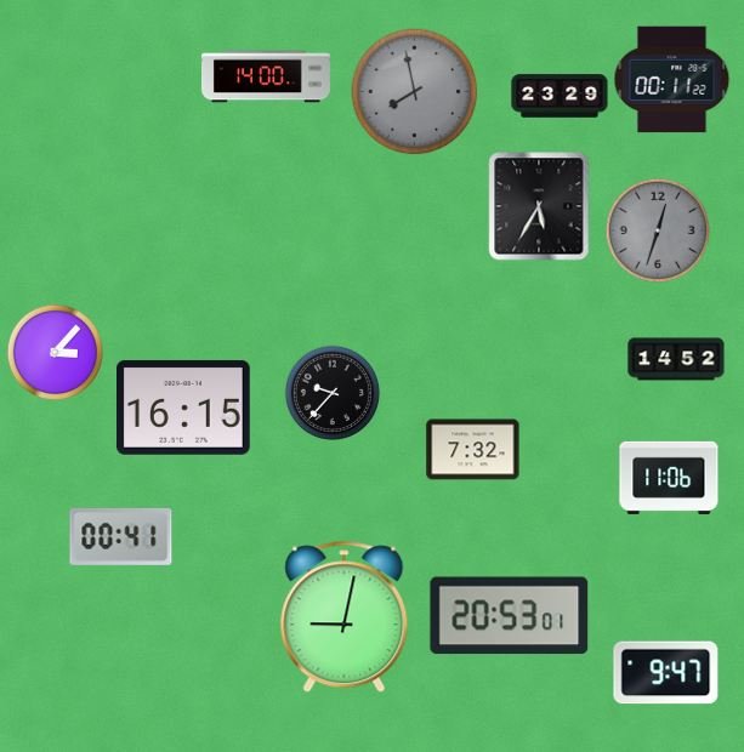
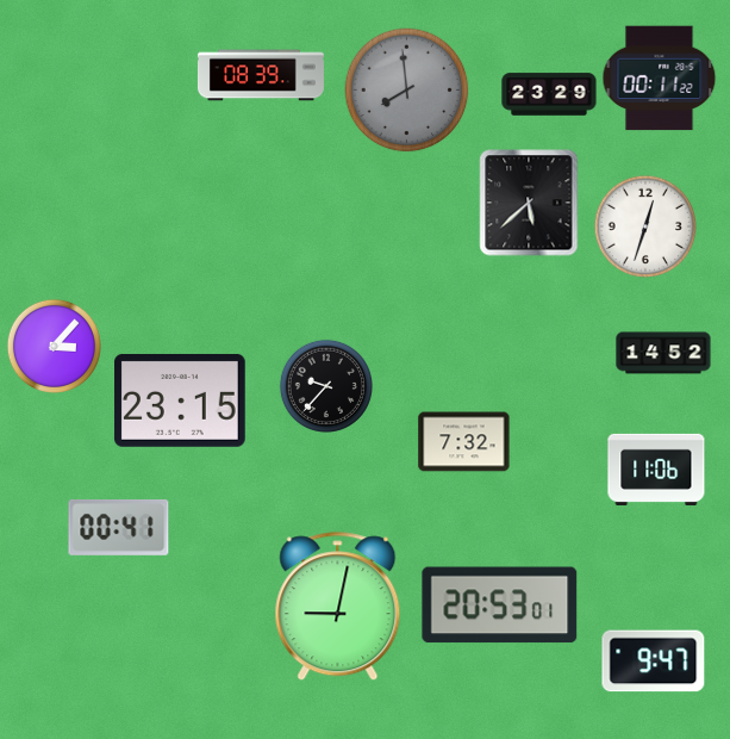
clock at (266, 76): 14:00 -> 08:39
clock at (415, 92): 7:58 -> 7:59
clock at (539, 206): 5:35 -> 5:38
clock at (658, 230) dial: grey -> white
clock at (184, 408): 16:15 -> 23:15
